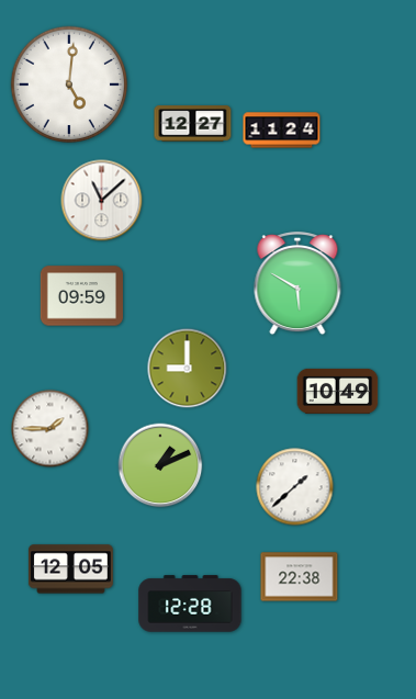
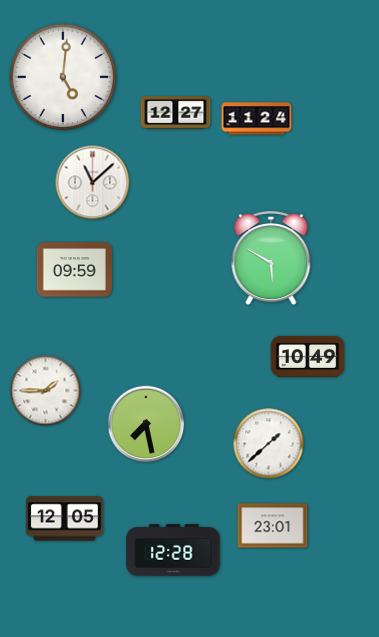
clock at (188, 369): 9:00 -> none
clock at (160, 465): 1:11 -> 7:28
clock at (300, 577): 22:38 -> 23:01
